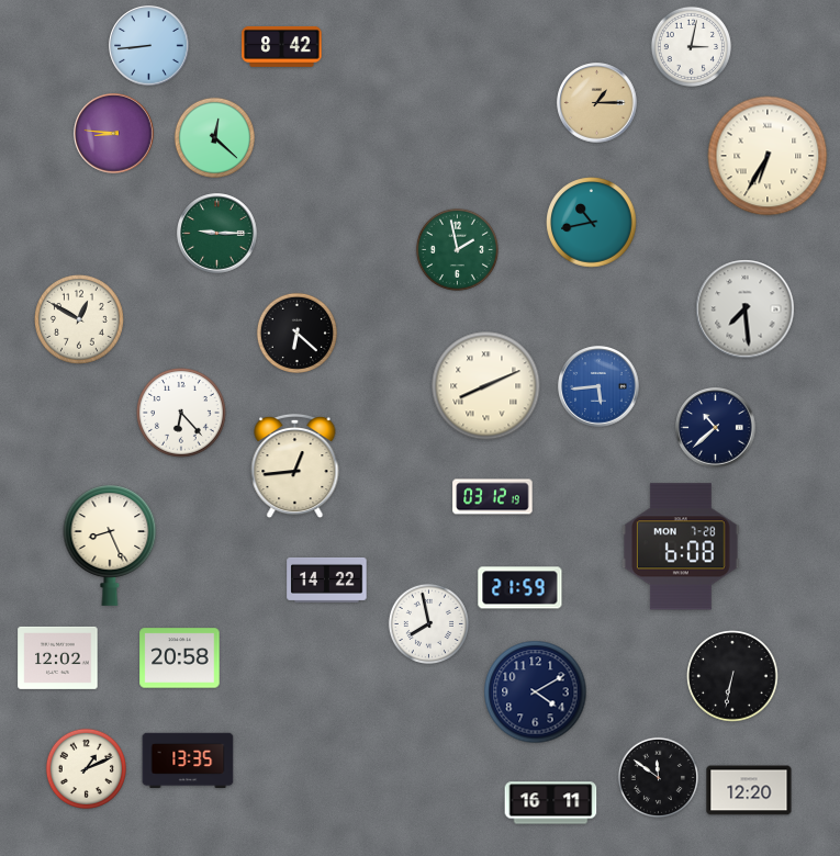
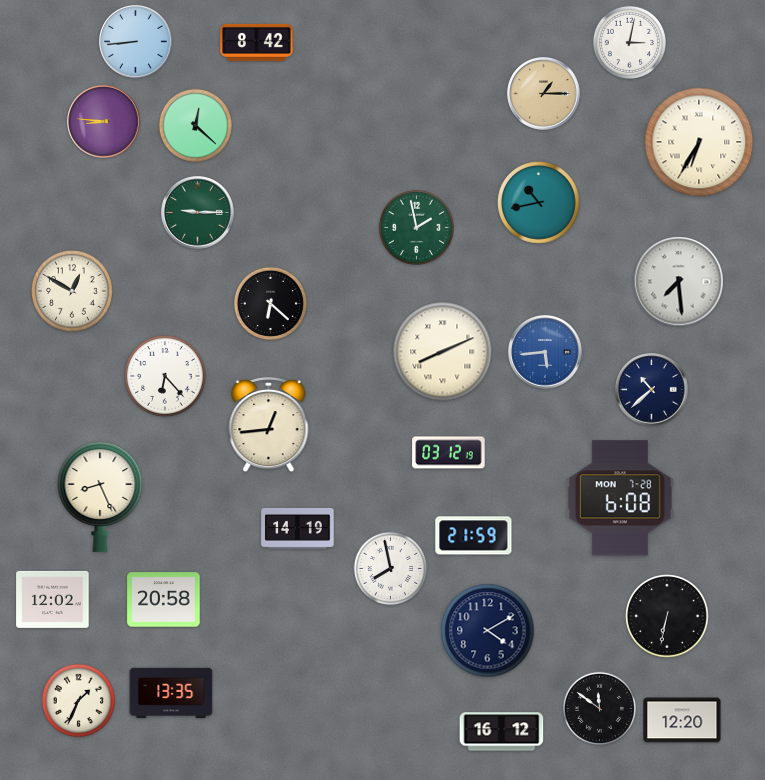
clock at (327, 579): 14:22 -> 14:19
clock at (86, 768): 1:11 -> 1:34
clock at (551, 803): 16:11 -> 16:12
